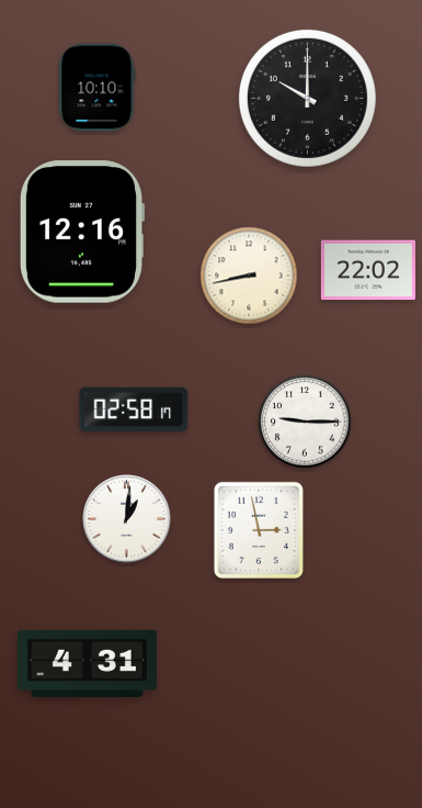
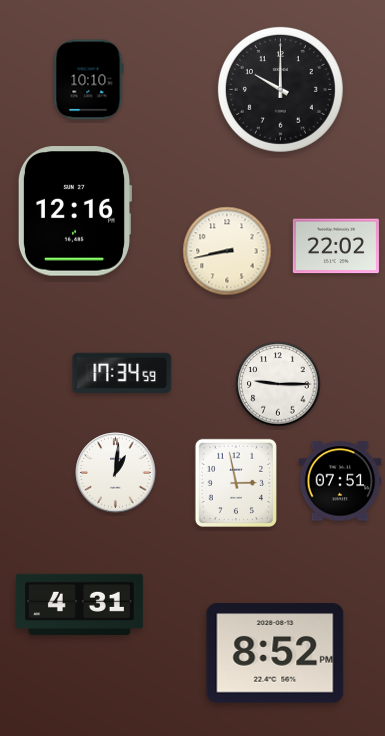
clock at (134, 409): 02:58 -> 17:34
clock at (340, 481): none -> 07:51
clock at (275, 653): none -> 8:52
